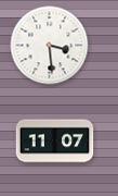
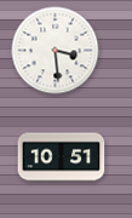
clock at (55, 142): 11:07 -> 10:51
